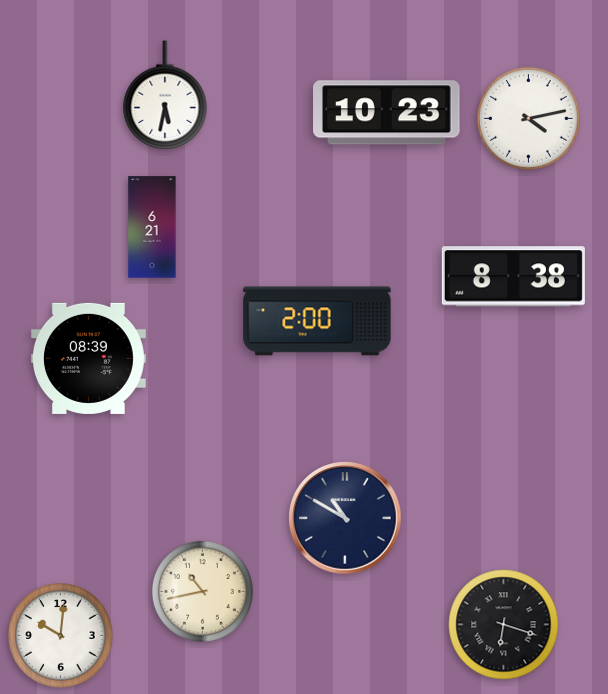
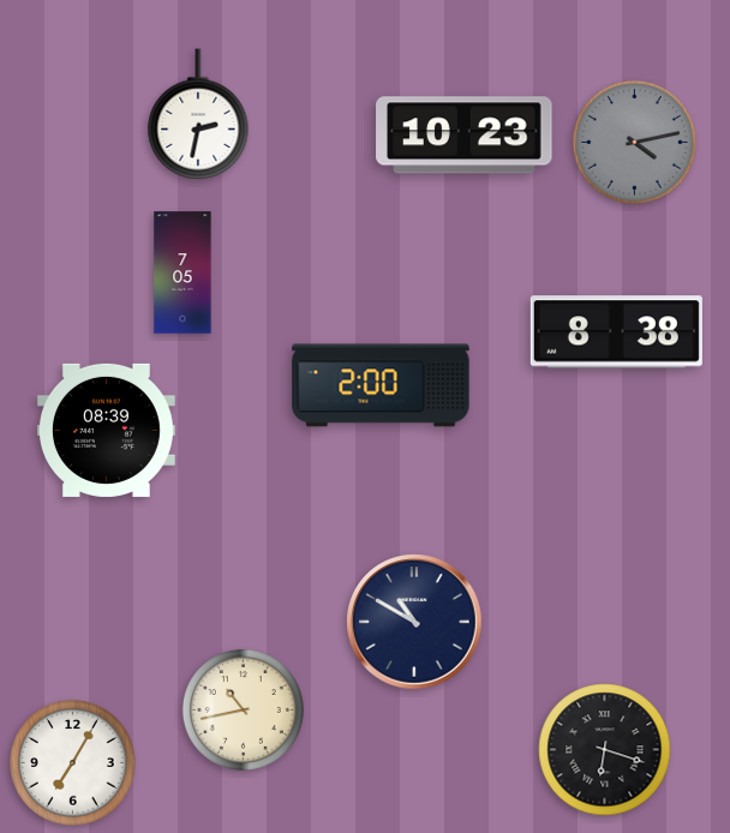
clock at (165, 95): 5:32 -> 2:32
clock at (528, 118) dial: white -> grey
clock at (152, 227): 6:21 -> 7:05
clock at (61, 636): 10:01 -> 7:05
